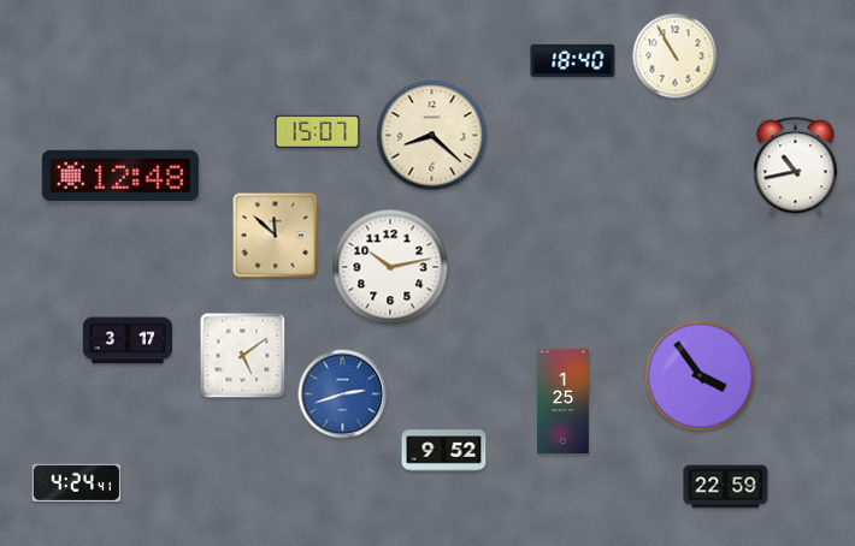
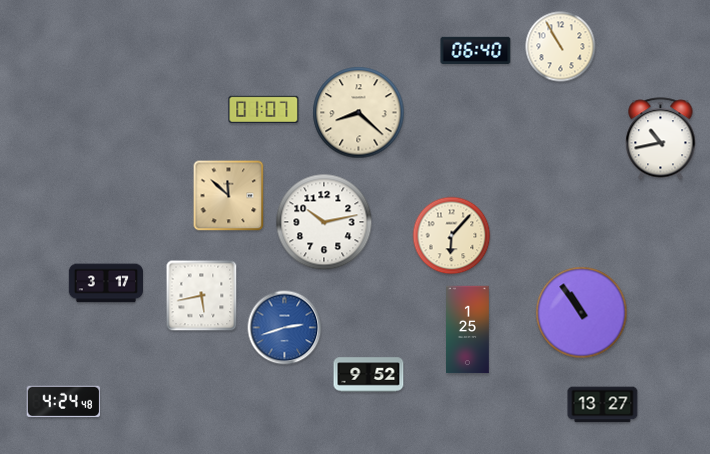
clock at (573, 60): 18:40 -> 06:40
clock at (318, 131): 15:07 -> 01:07
clock at (120, 176): 12:48 -> none
clock at (452, 236): none -> 6:07
clock at (243, 356): 5:09 -> 5:43
clock at (701, 376): 3:54 -> 10:54
clock at (564, 402) position: (564, 402) -> (468, 330)
clock at (77, 482): 4:24:41 -> 4:24:48
clock at (726, 487): 22:59 -> 13:27
